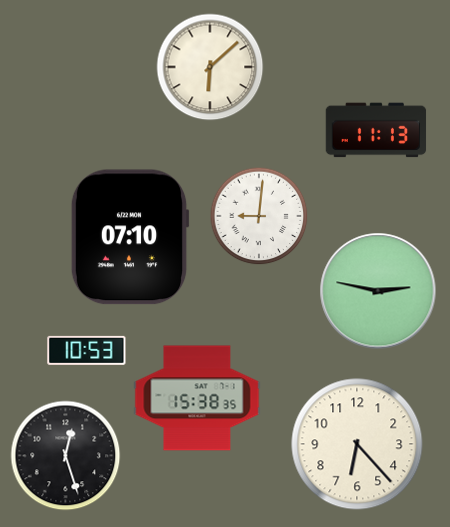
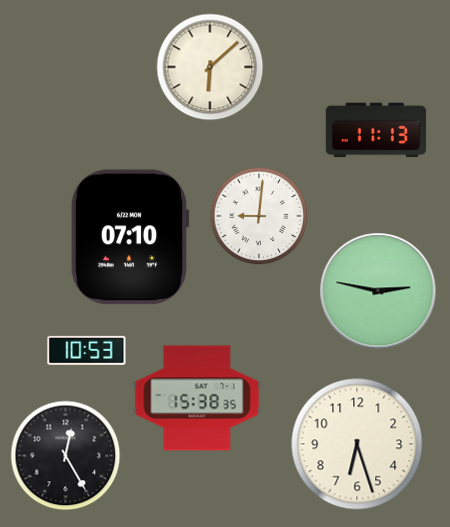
clock at (357, 444): 6:23 -> 6:27
clock at (66, 456): 12:27 -> 12:25
